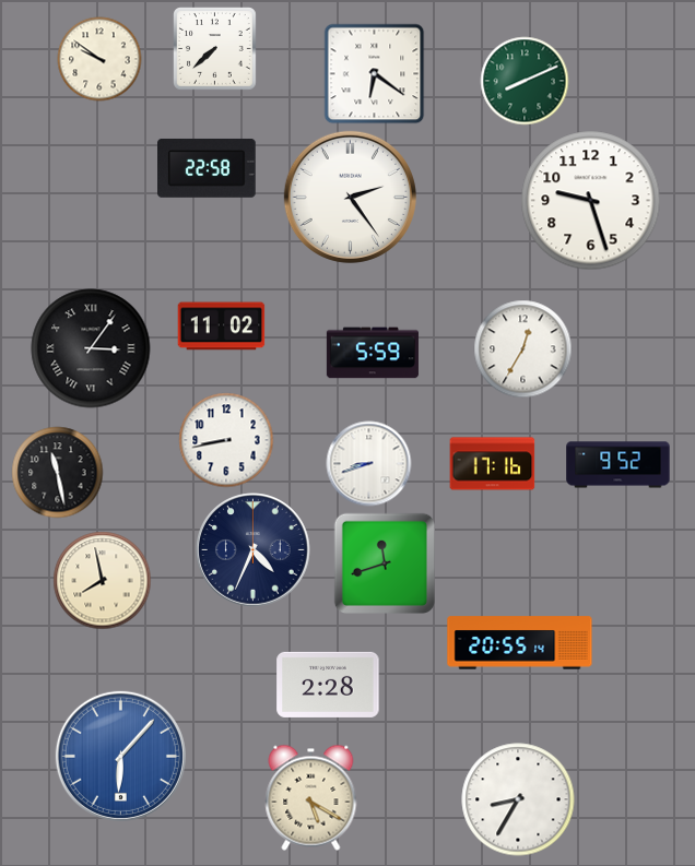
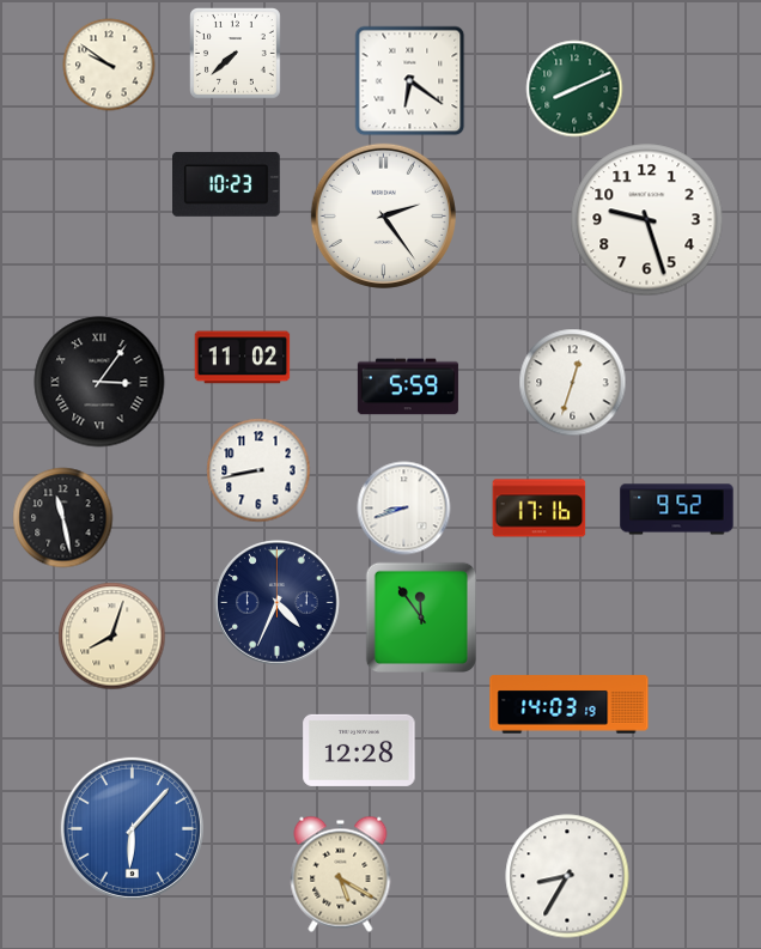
clock at (208, 168): 22:58 -> 10:23
clock at (523, 349): 12:35 -> 12:33
clock at (226, 440) position: (226, 440) -> (258, 470)
clock at (384, 562): 11:42 -> 11:54
clock at (103, 581): 7:58 -> 8:03
clock at (520, 643): 20:55 -> 14:03
clock at (328, 685): 2:28 -> 12:28
